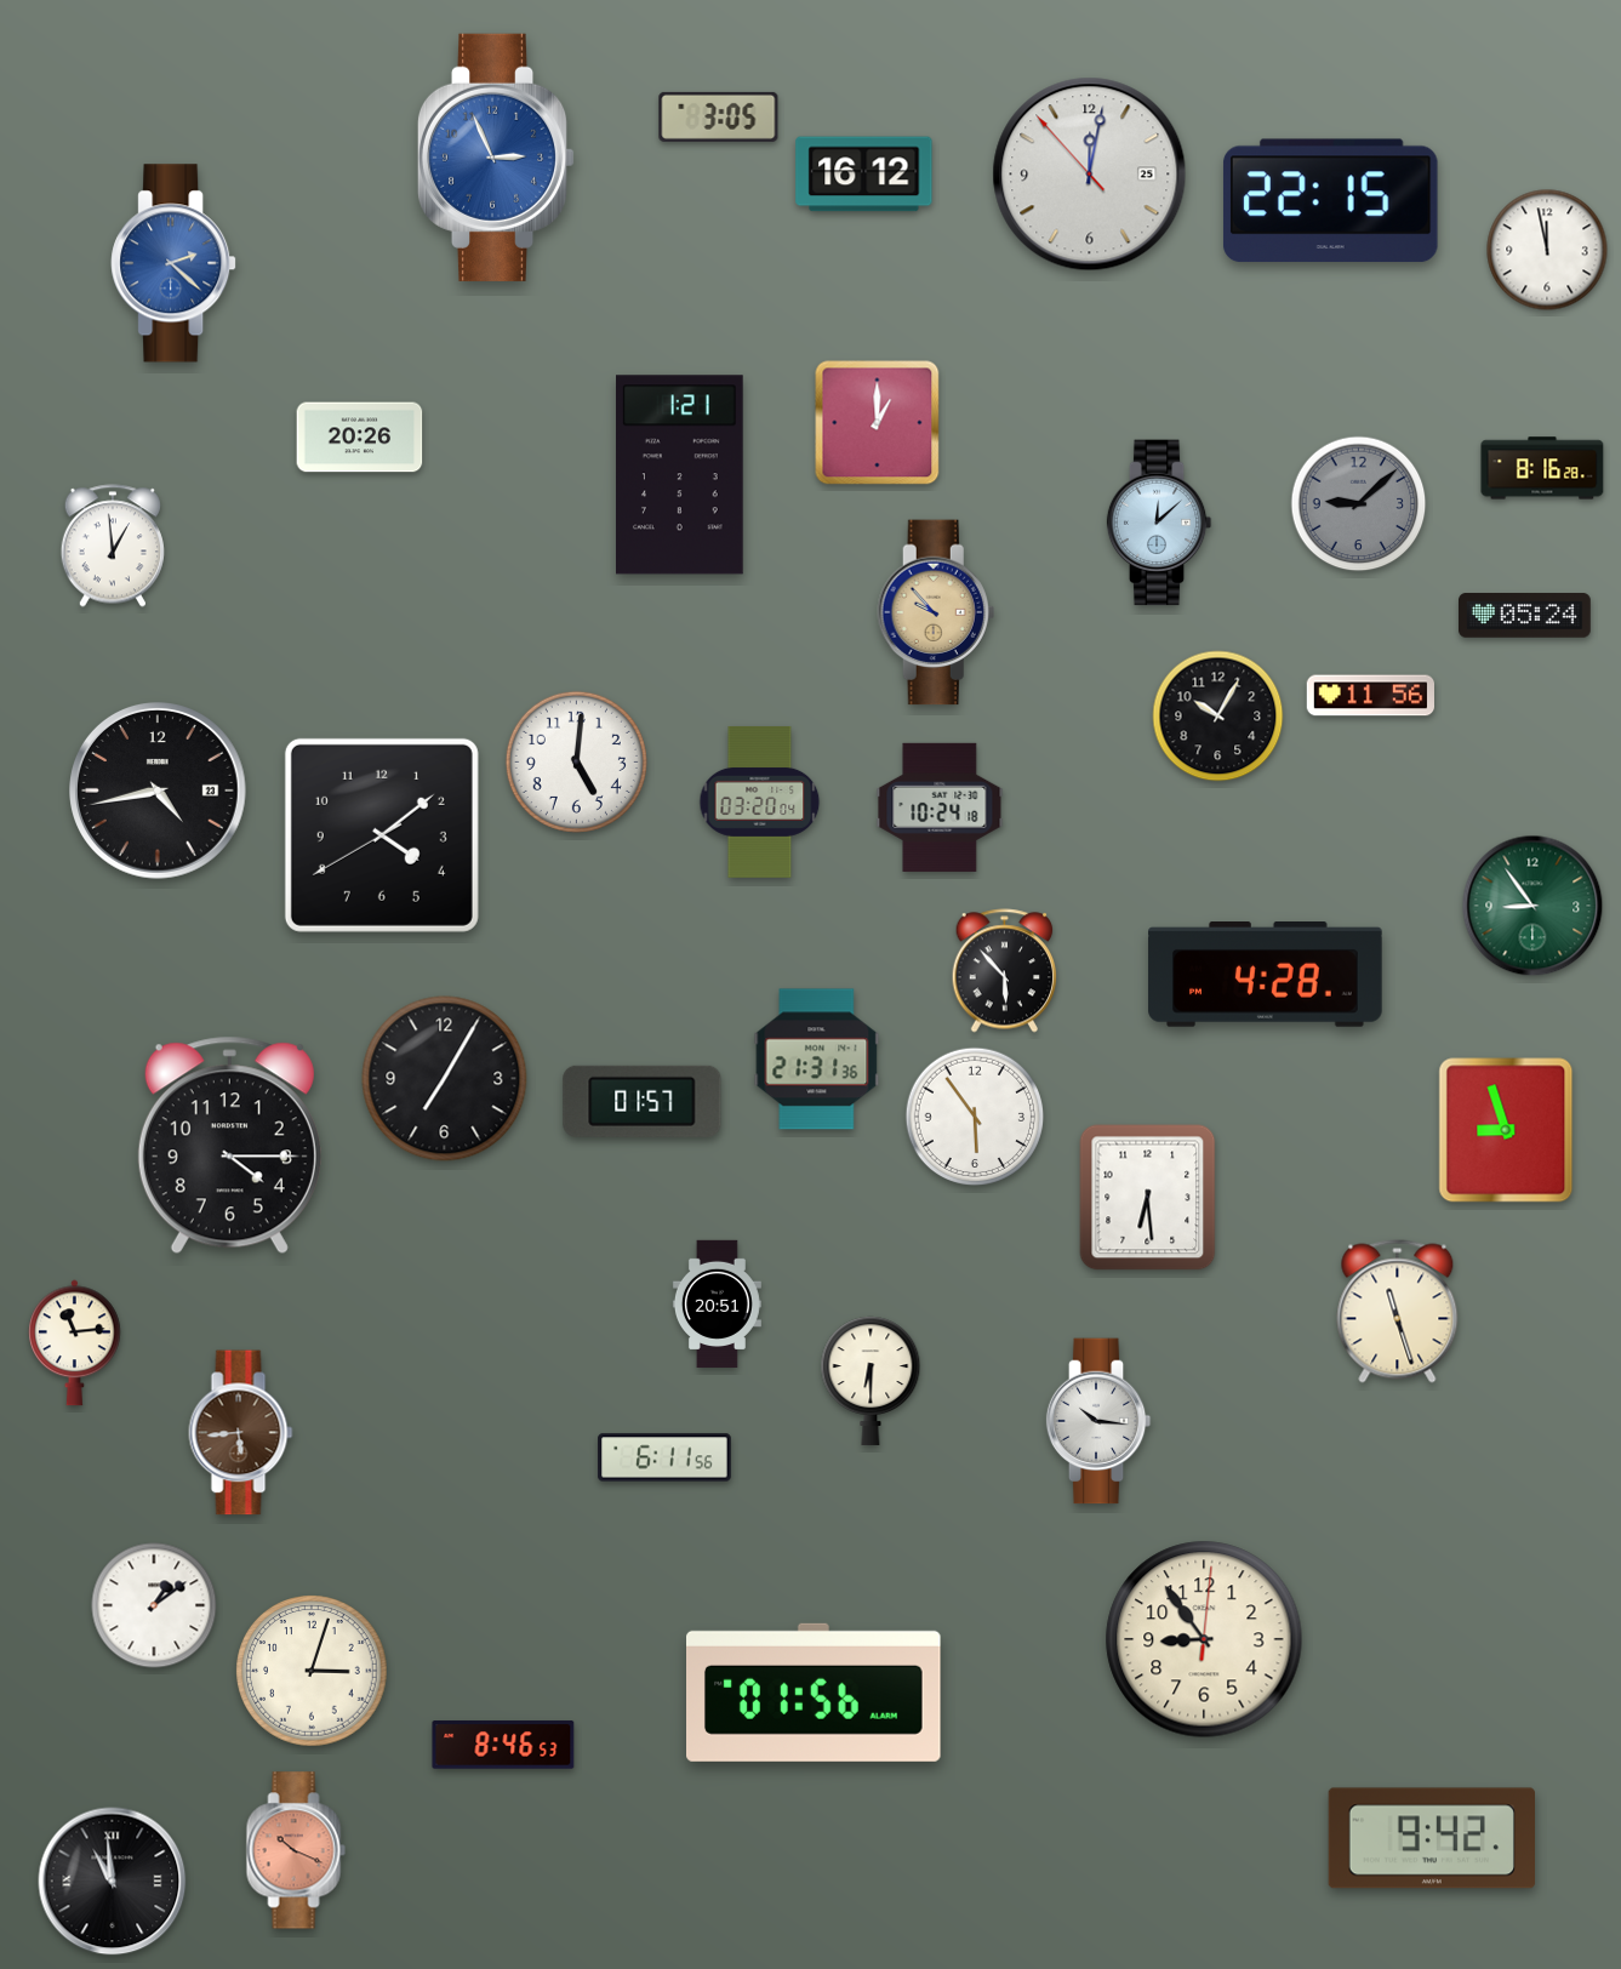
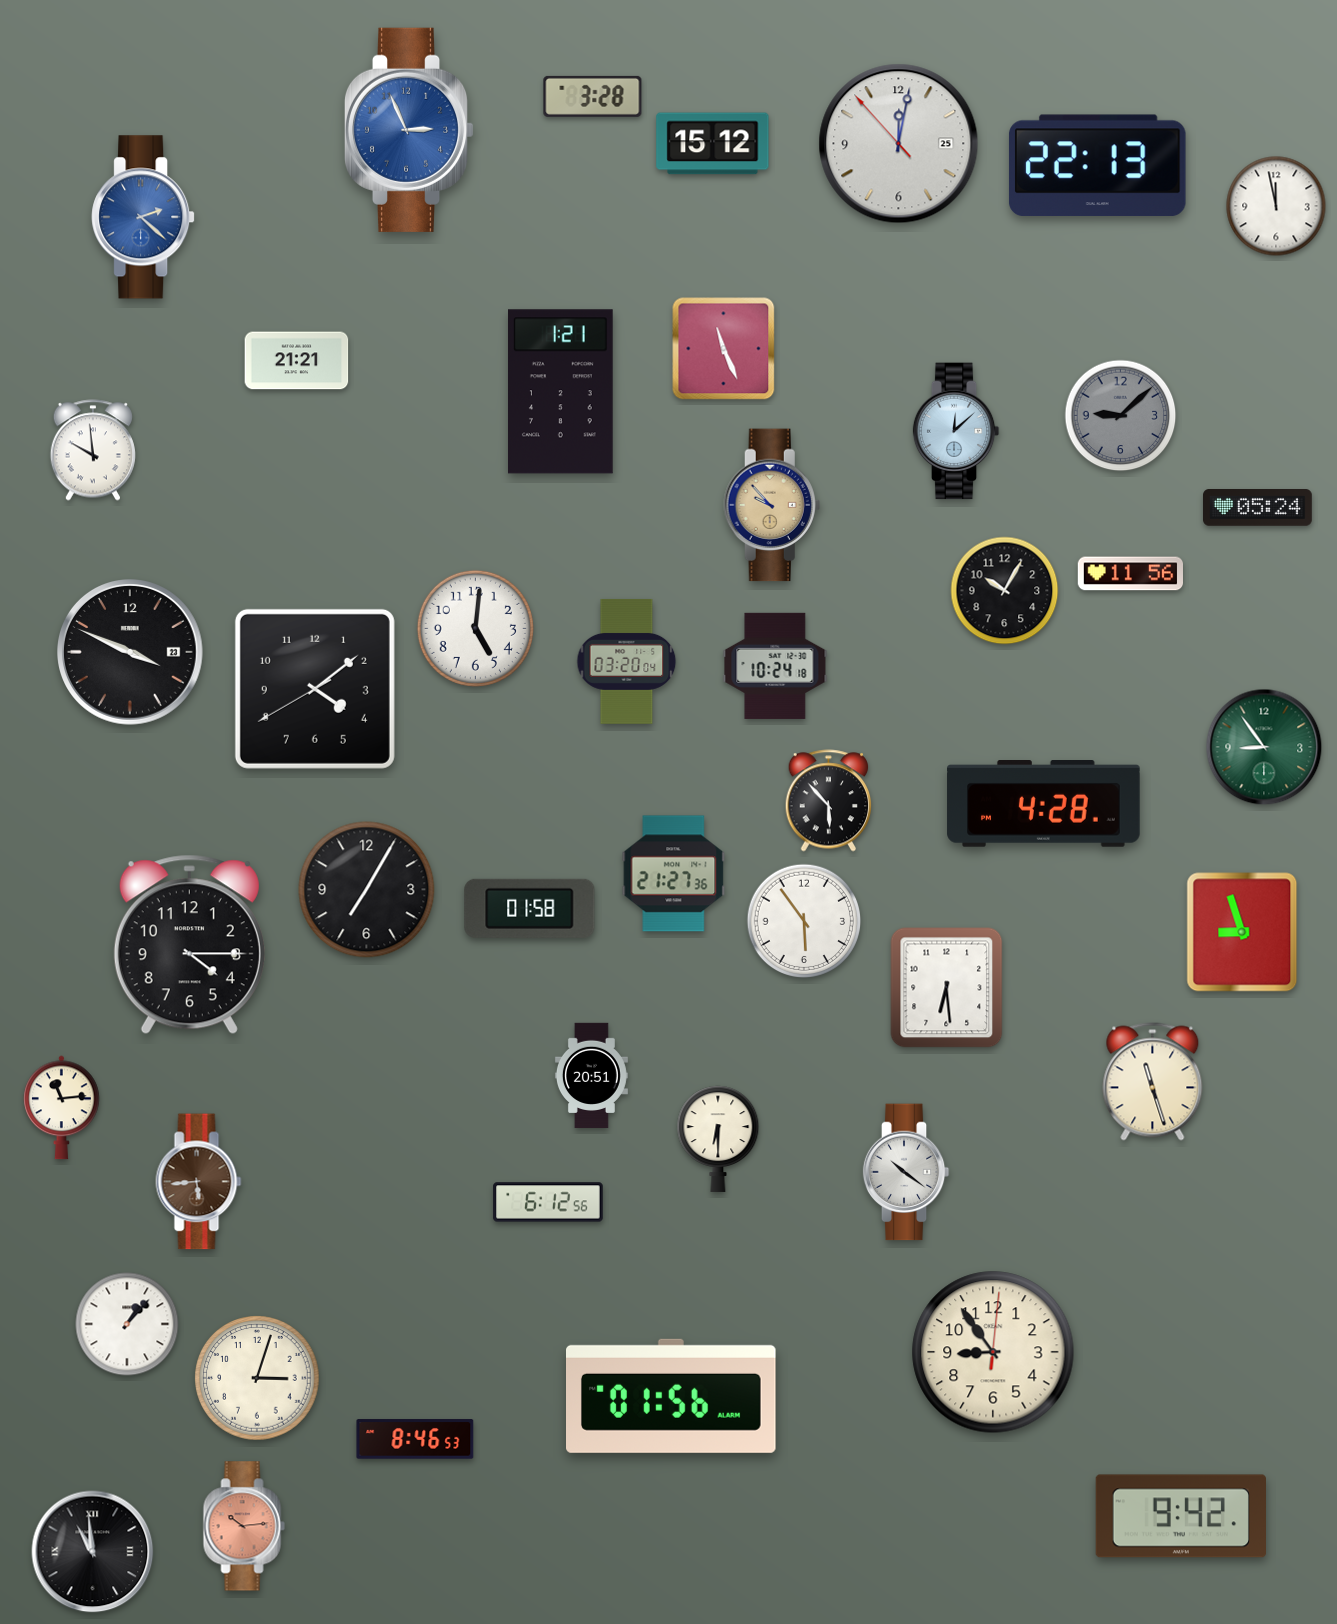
clock at (719, 116): 3:05 -> 3:28
clock at (864, 175): 16:12 -> 15:12
clock at (1330, 200): 22:15 -> 22:13
clock at (878, 423): 1:00 -> 11:26
clock at (360, 438): 20:26 -> 21:21
clock at (1542, 468): 8:16 -> none
clock at (112, 546): 12:59 -> 9:59
clock at (159, 792): 4:43 -> 3:49
clock at (817, 1060): 21:31 -> 21:27
clock at (643, 1101): 01:57 -> 01:58
clock at (1098, 1421): 10:16 -> 10:21
clock at (664, 1457): 6:11 -> 6:12
clock at (154, 1605): 1:09 -> 1:07
clock at (296, 1850): 10:19 -> 10:14
